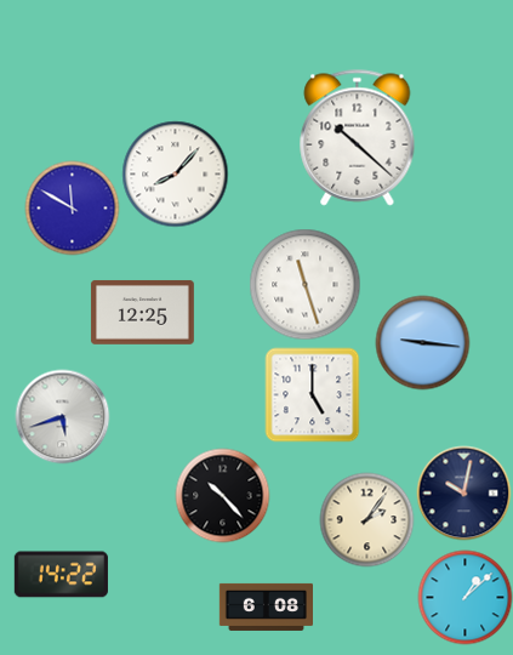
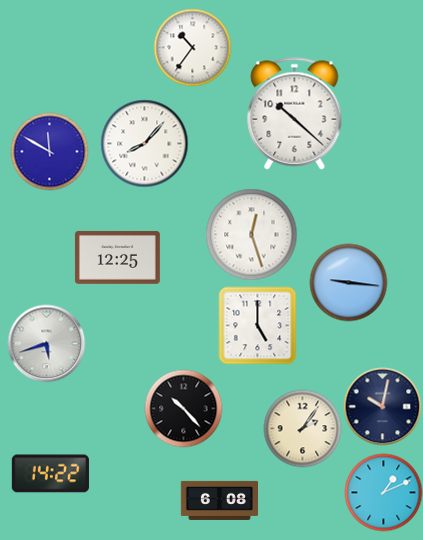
clock at (192, 47): none -> 10:36
clock at (72, 207) position: (72, 207) -> (49, 151)
clock at (304, 284): 11:27 -> 12:27
clock at (62, 416) position: (62, 416) -> (46, 343)
clock at (464, 597): 1:08 -> 1:11
